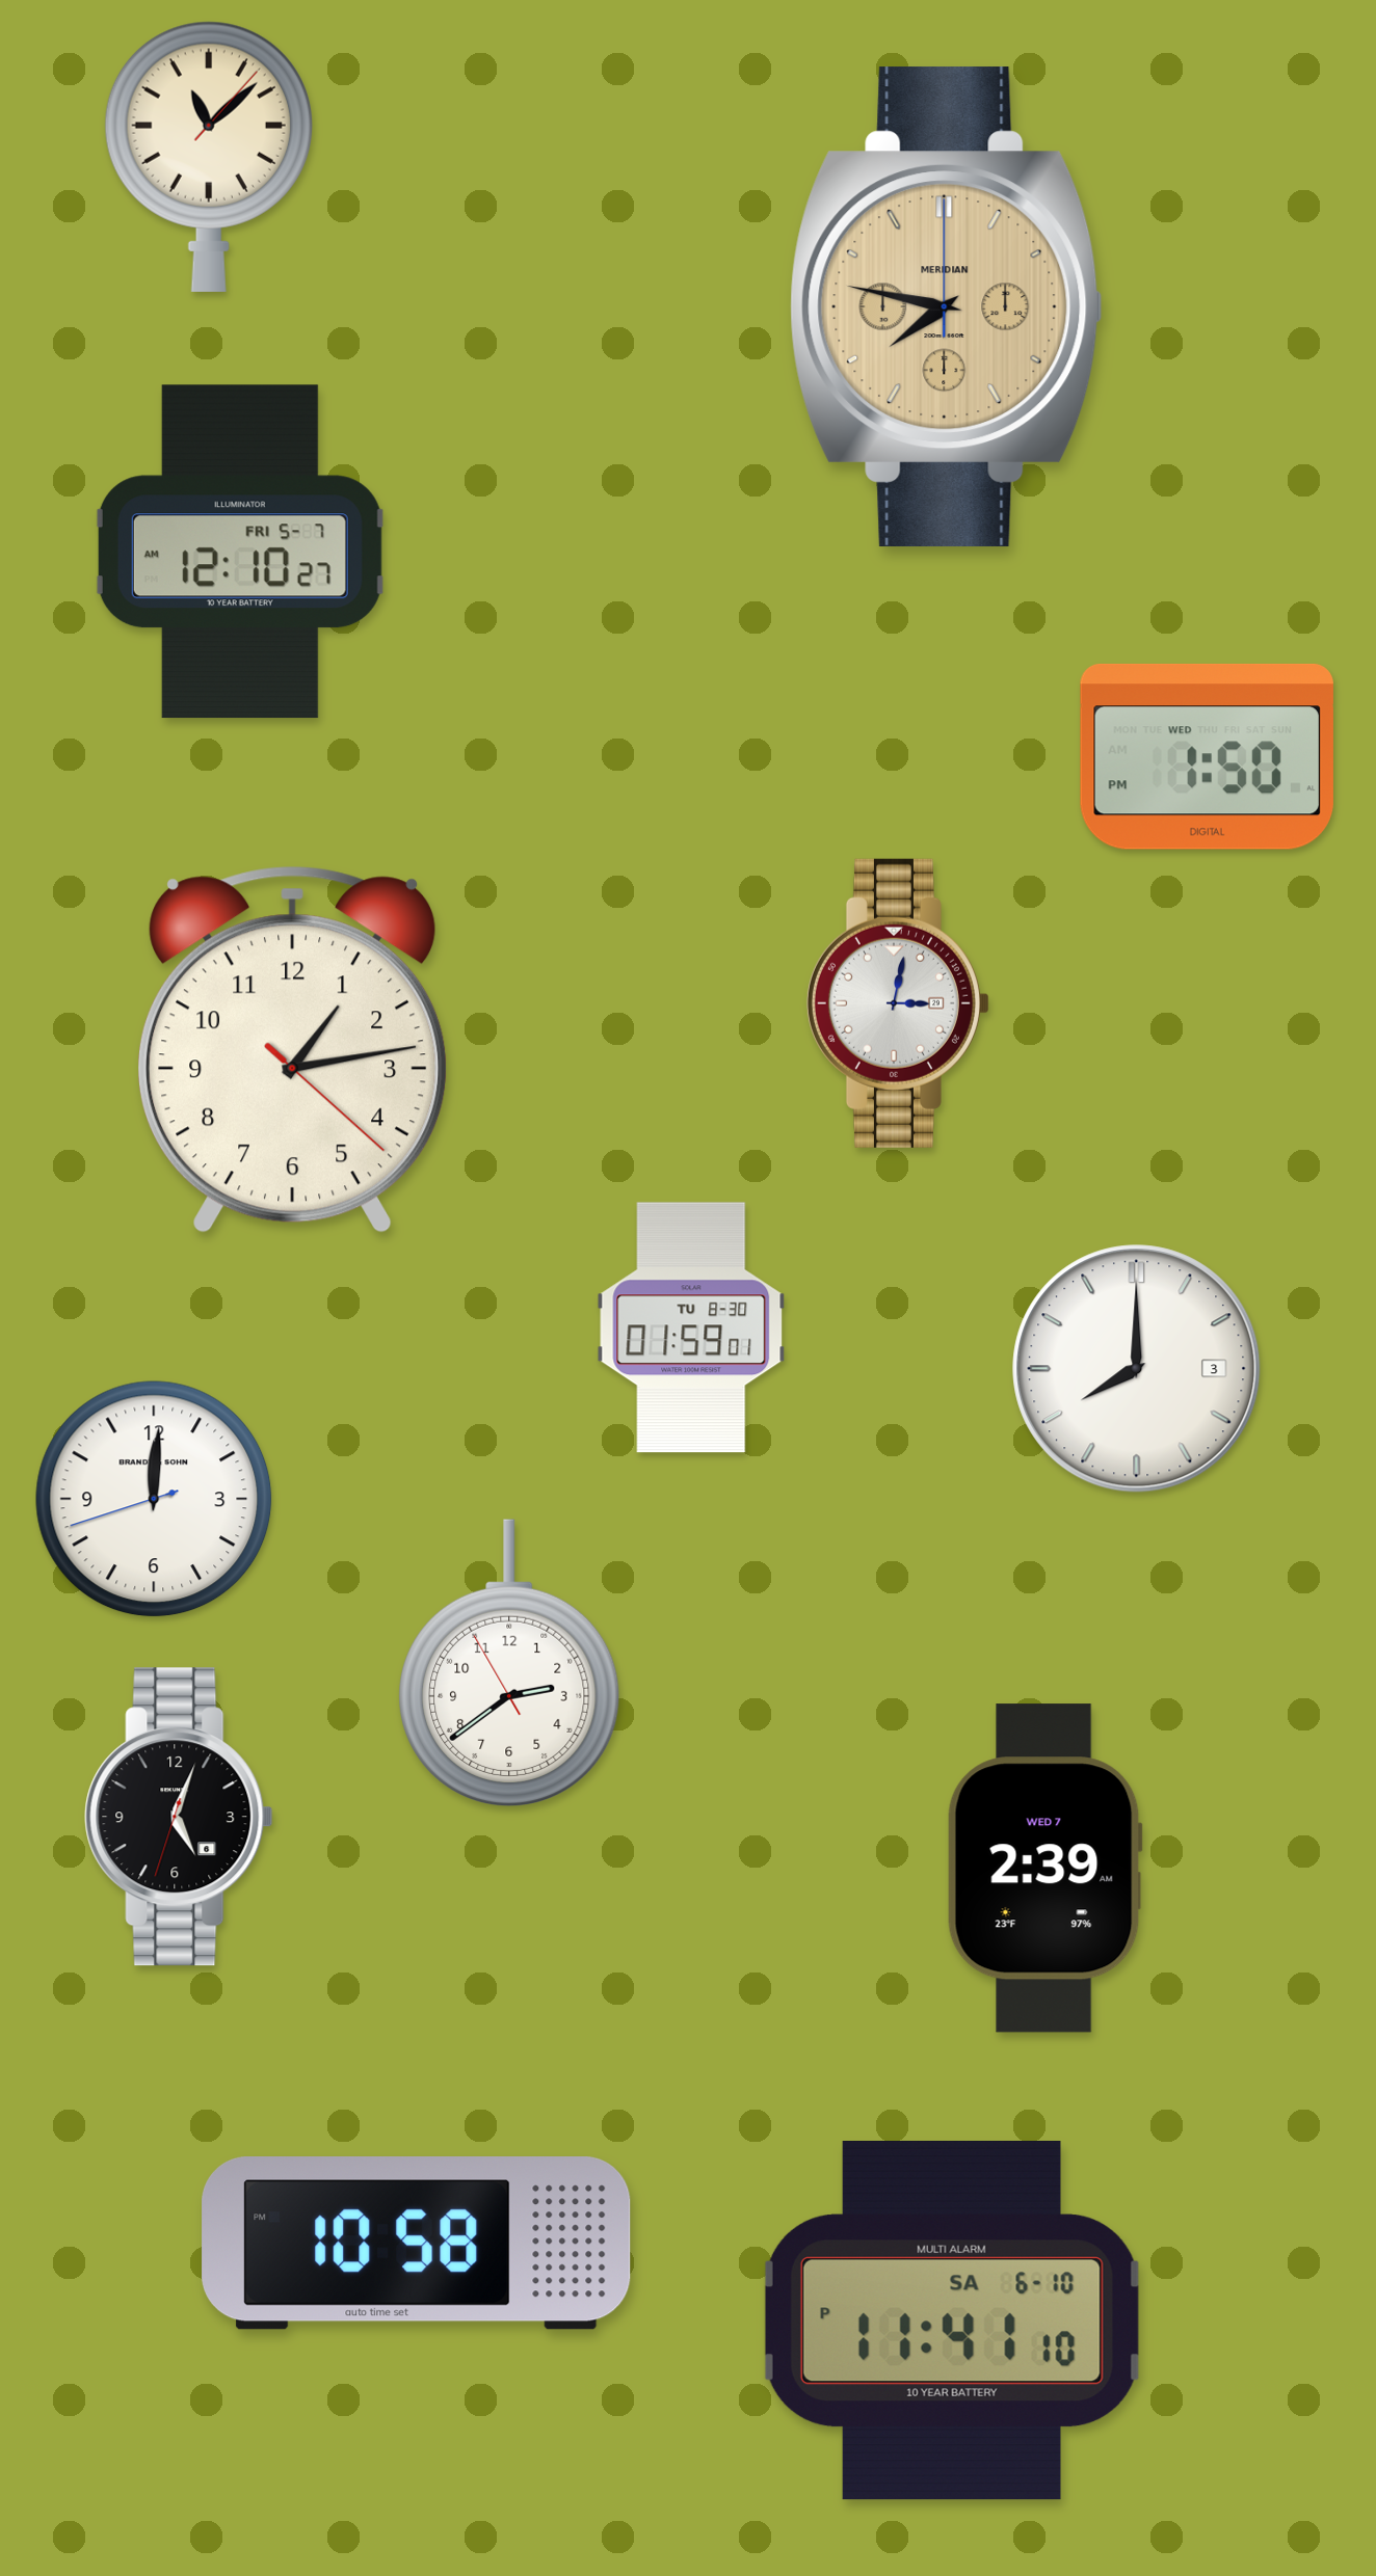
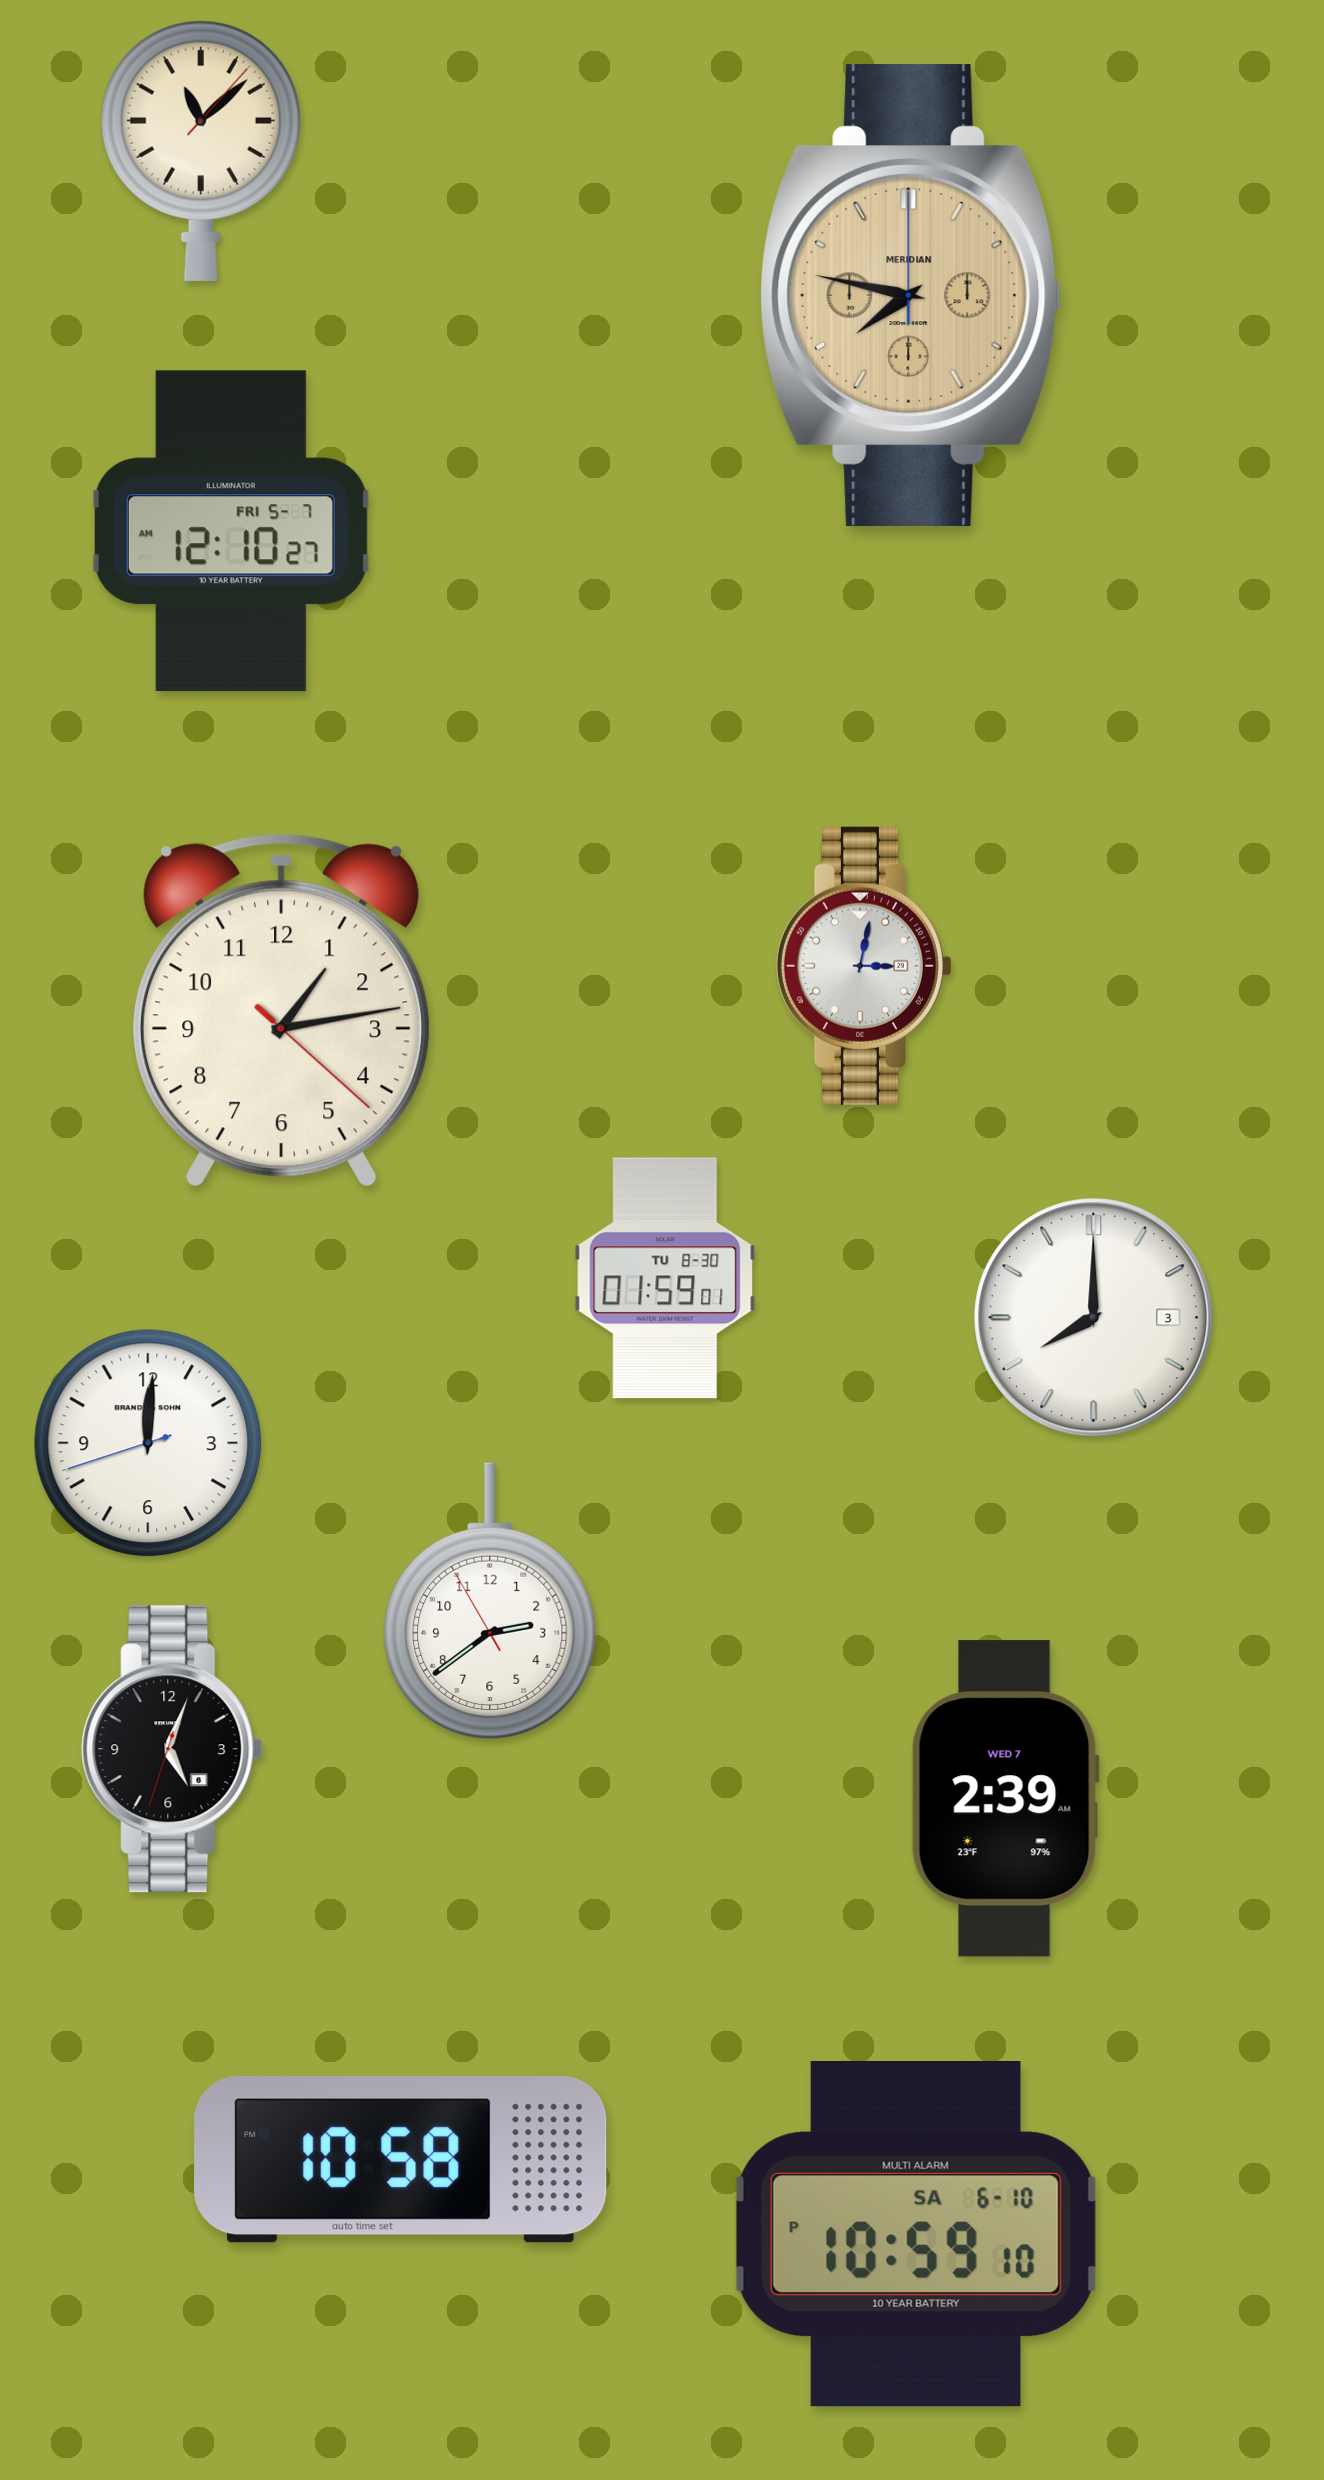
clock at (1207, 756): 1:50 -> none
clock at (952, 2322): 11:41 -> 10:59
